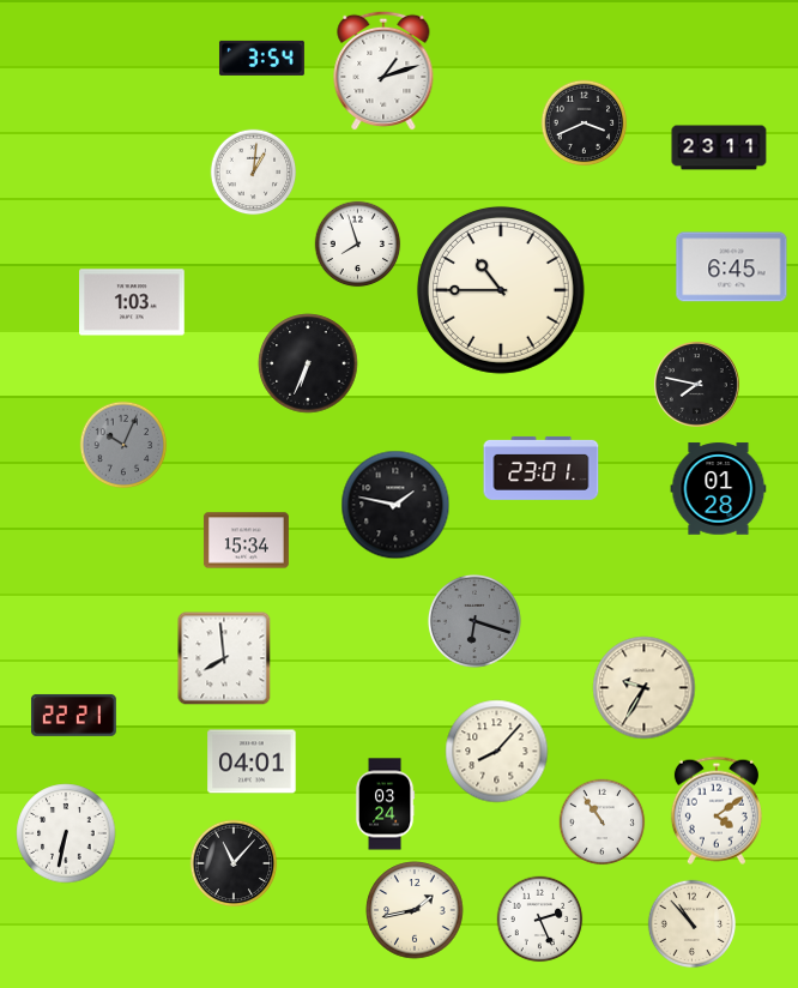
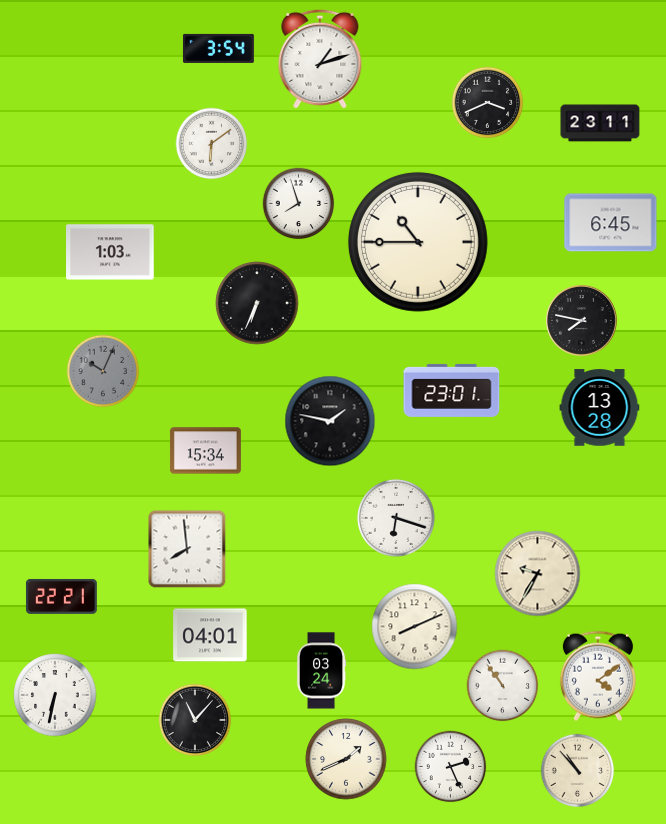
clock at (254, 173): 1:01 -> 6:09
clock at (719, 489): 01:28 -> 13:28
clock at (474, 621) dial: grey -> white
clock at (497, 752): 8:07 -> 8:11
clock at (415, 910): 1:43 -> 1:41
